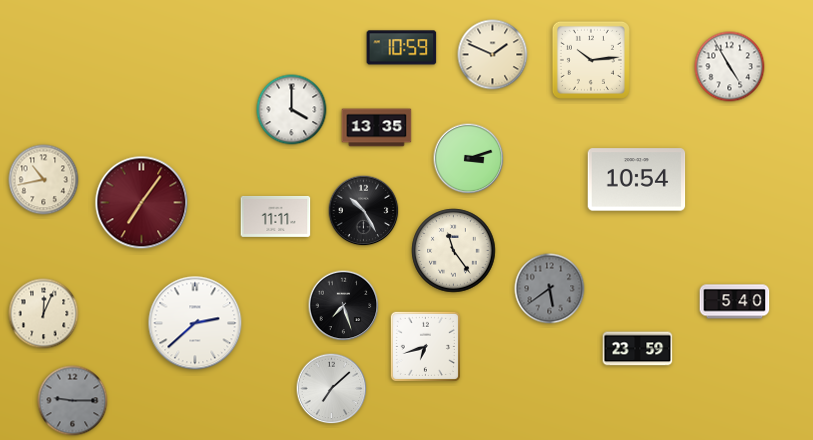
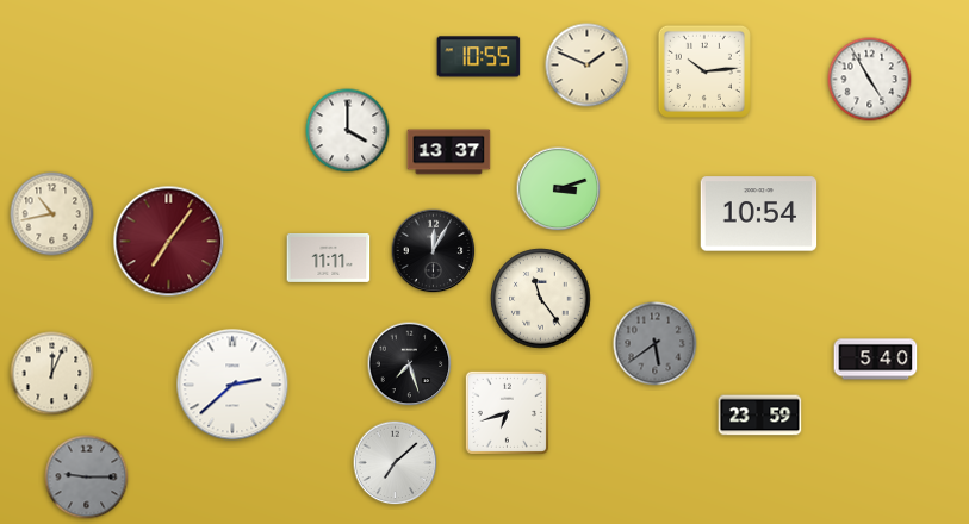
clock at (402, 48): 10:59 -> 10:55
clock at (377, 128): 13:35 -> 13:37
clock at (364, 211): 10:25 -> 12:05
